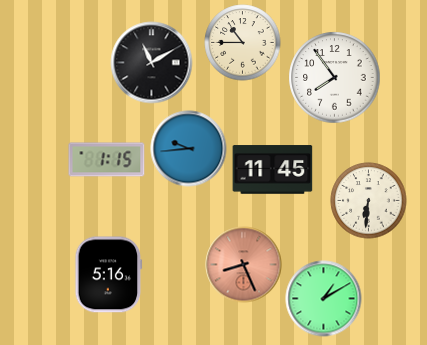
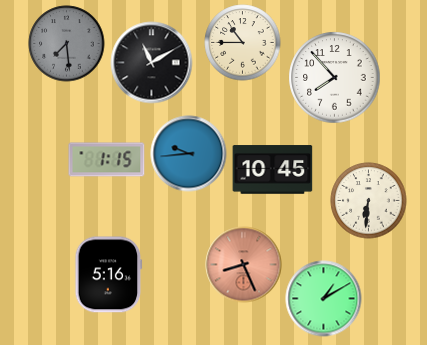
clock at (67, 44): none -> 7:29
clock at (335, 78): 7:54 -> 7:53
clock at (189, 149) position: (189, 149) -> (189, 154)
clock at (273, 170): 11:45 -> 10:45
